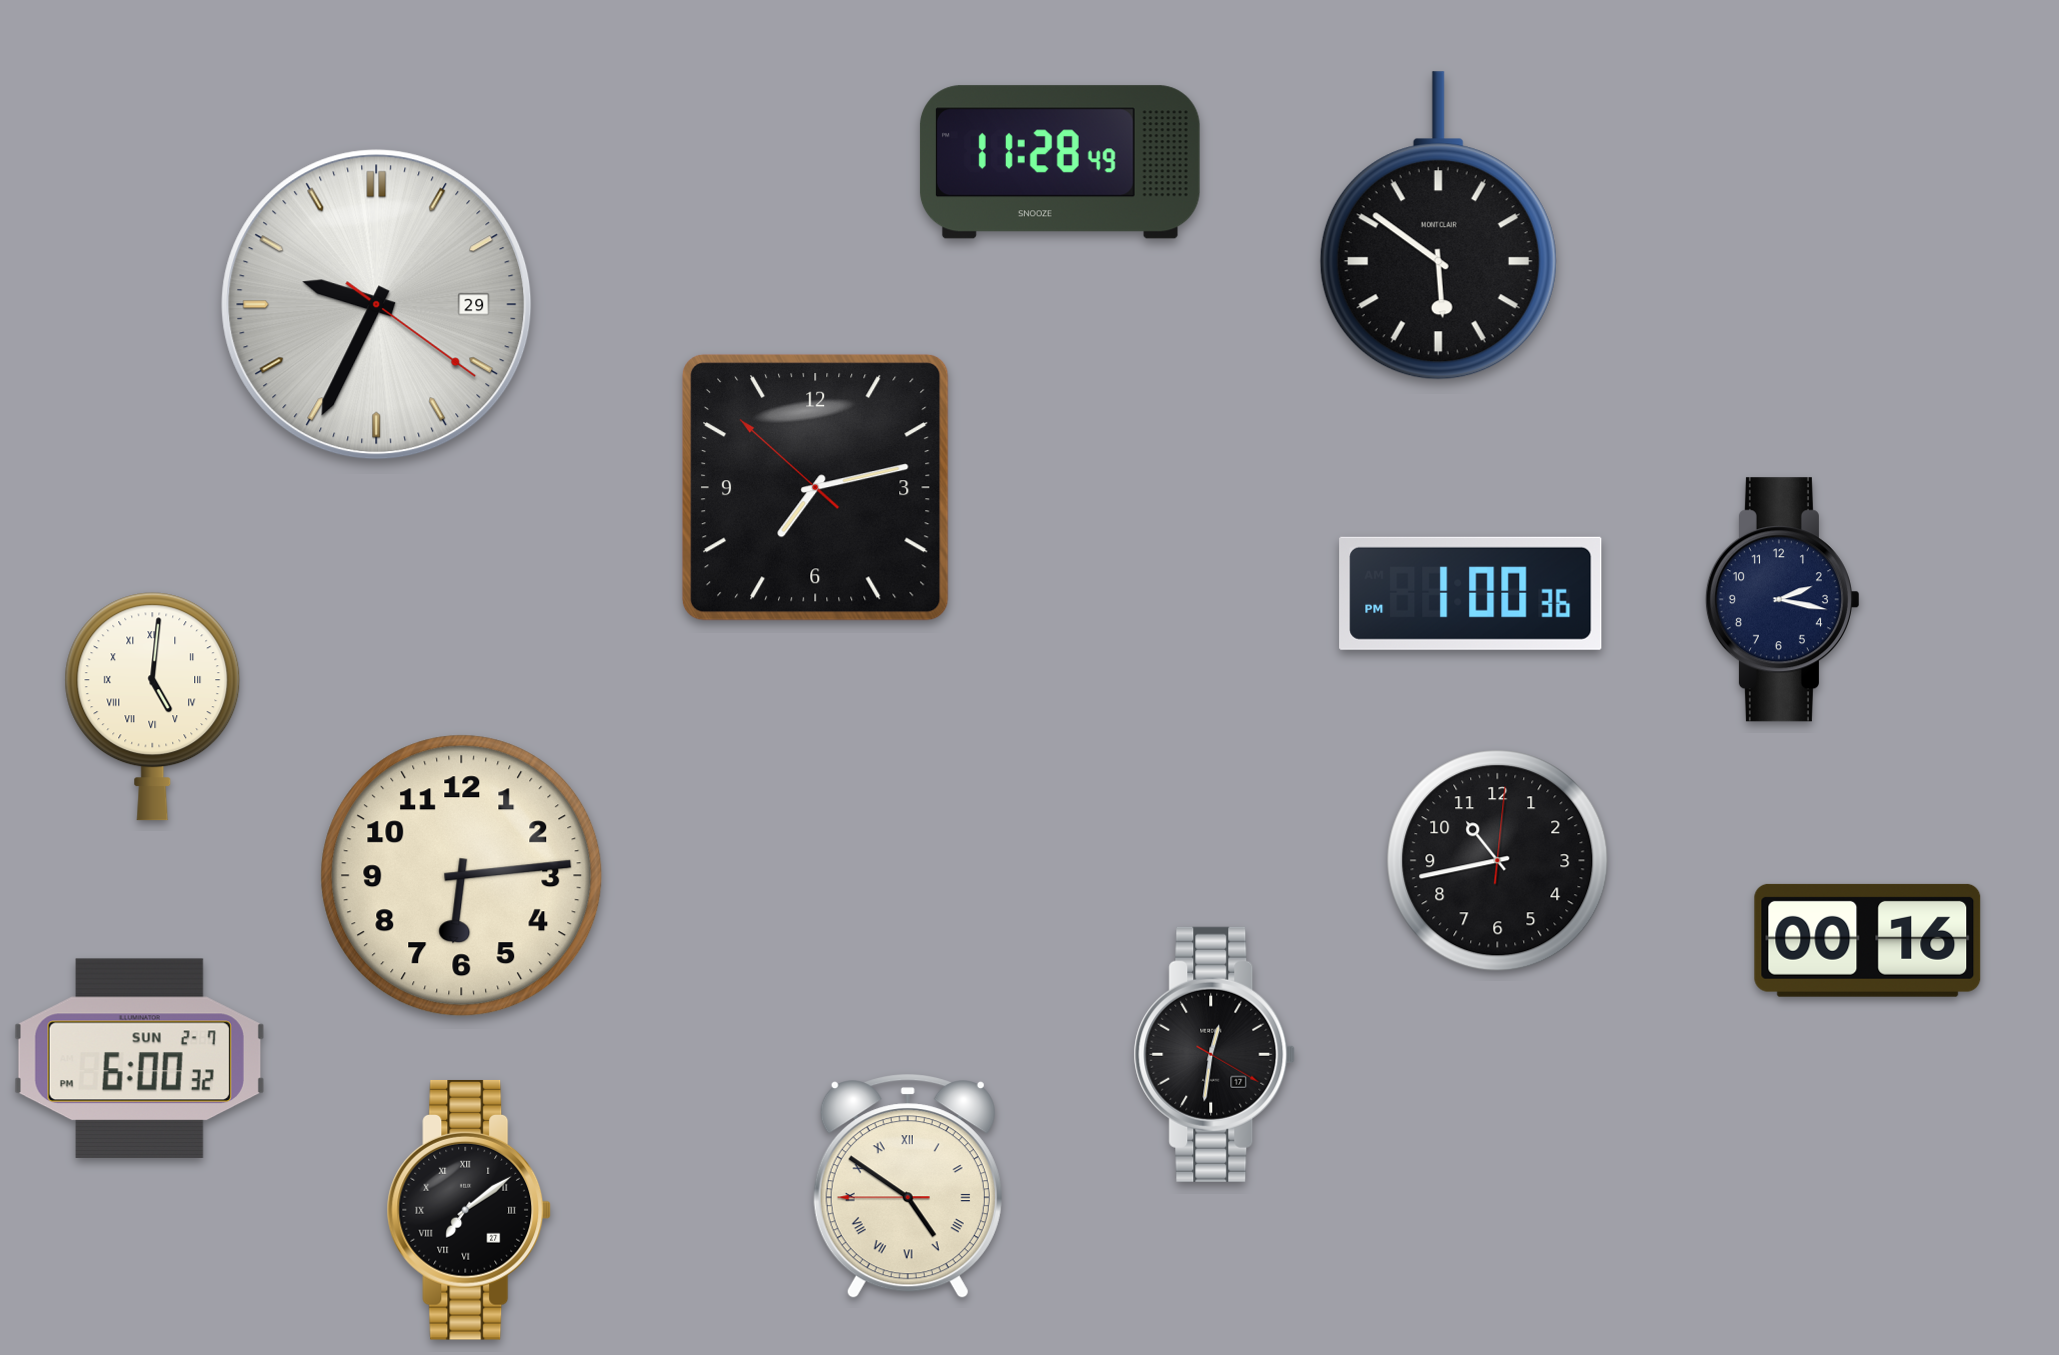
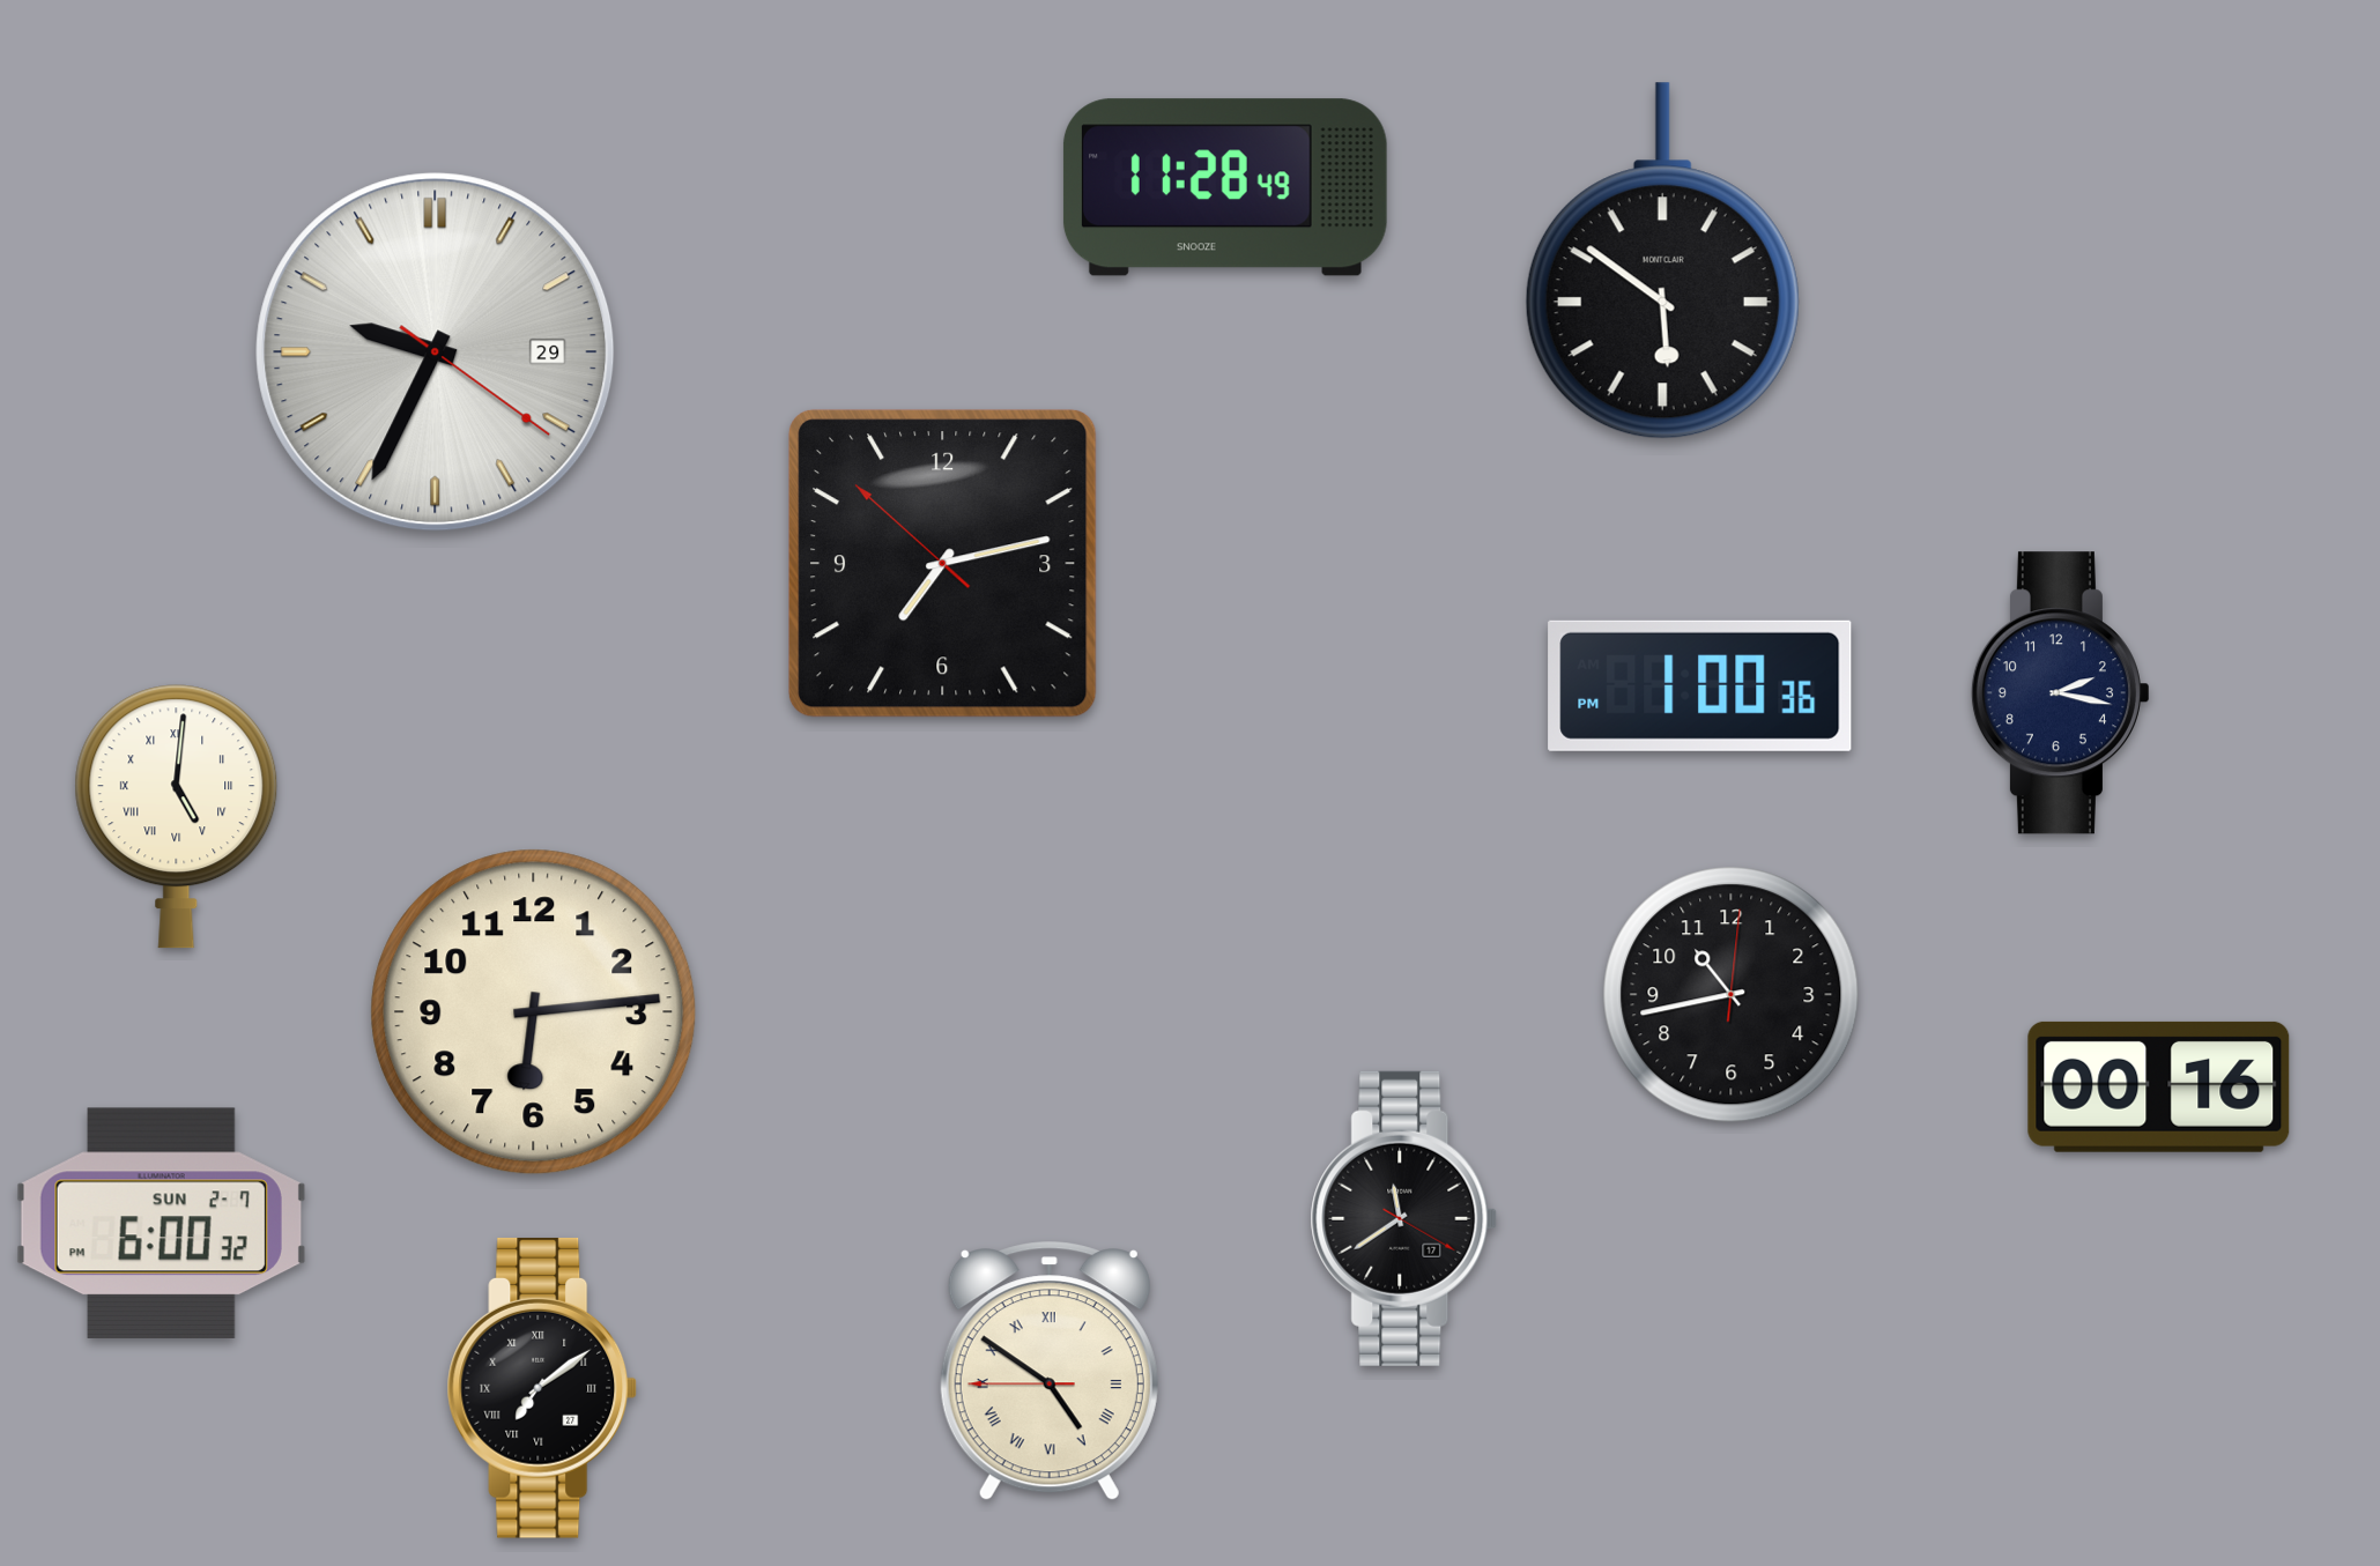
clock at (1215, 1054): 12:31 -> 11:39
clock at (469, 1210) position: (469, 1210) -> (542, 1388)
